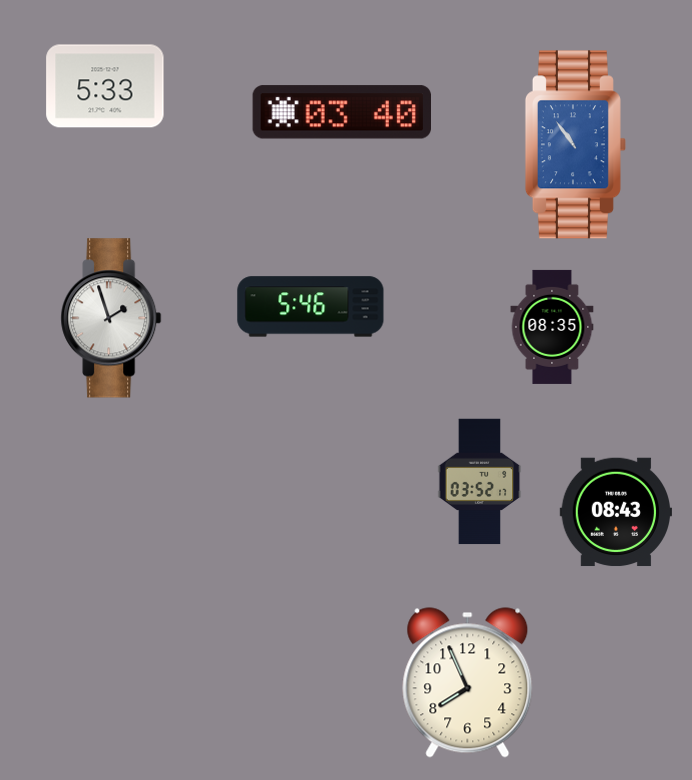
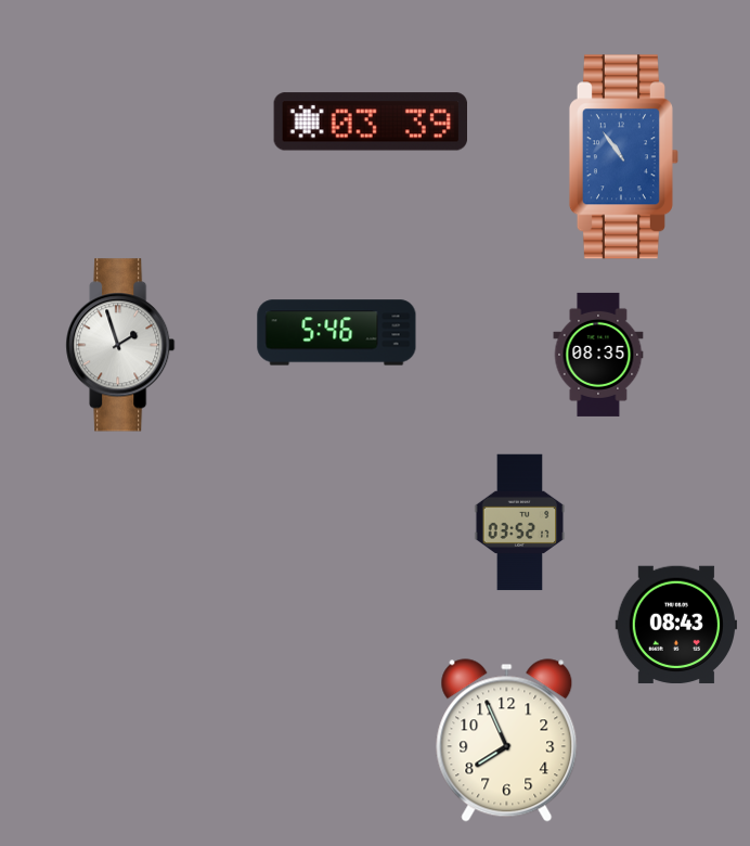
clock at (105, 86): 5:33 -> none
clock at (341, 112): 03:40 -> 03:39
clock at (615, 512) position: (615, 512) -> (675, 625)
